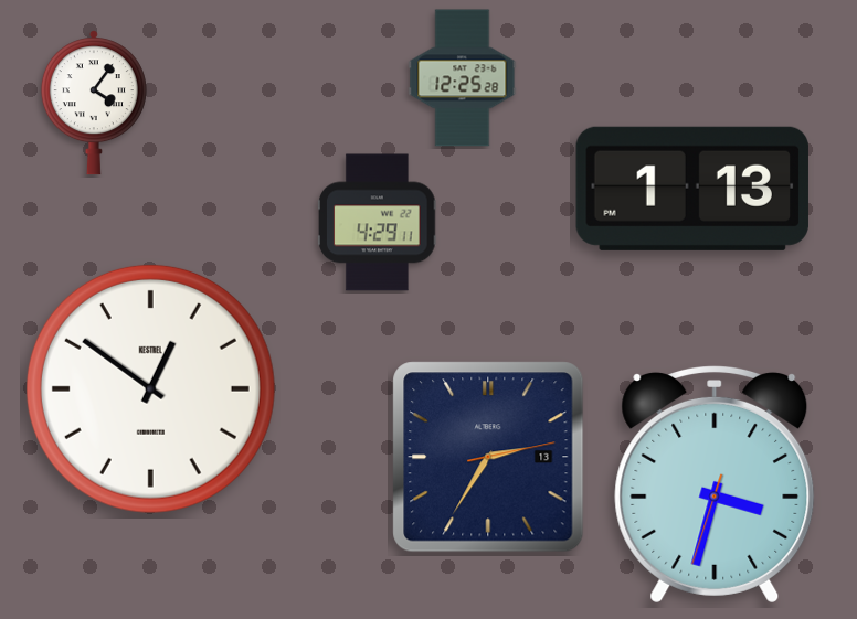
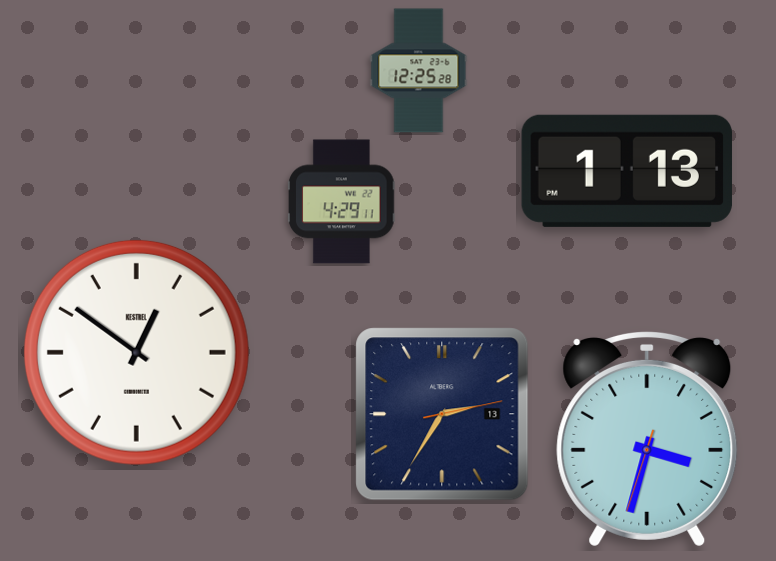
clock at (94, 103): 4:06 -> none
